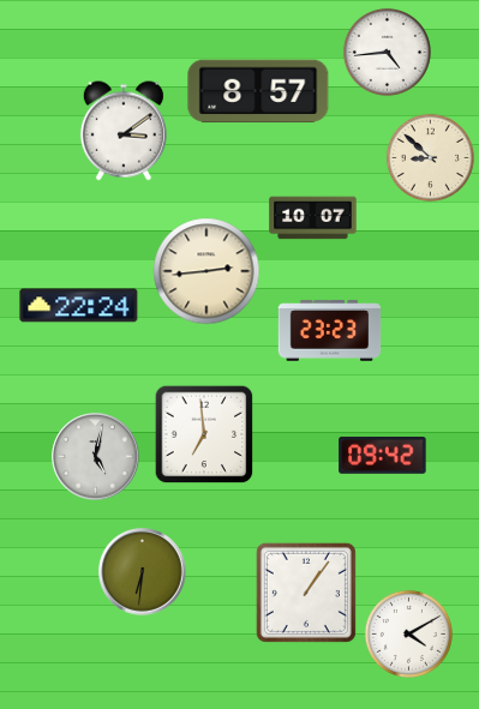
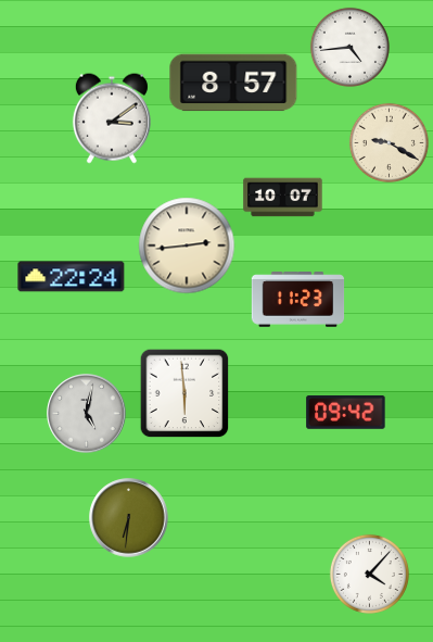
clock at (430, 157): 8:52 -> 9:20
clock at (330, 331): 23:23 -> 11:23
clock at (204, 434): 6:59 -> 5:59
clock at (306, 593): 1:06 -> none
clock at (408, 633): 4:10 -> 4:07
